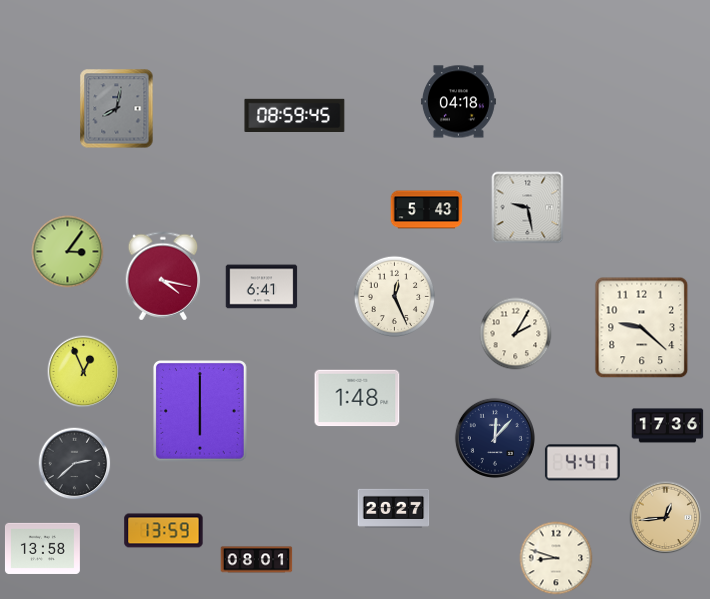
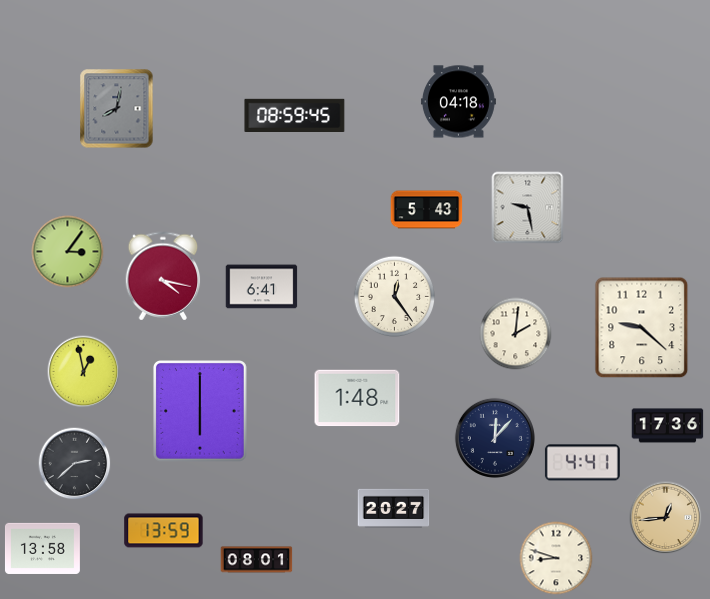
clock at (395, 297): 12:26 -> 12:24
clock at (516, 334): 2:05 -> 2:01
clock at (84, 372): 12:56 -> 12:58
